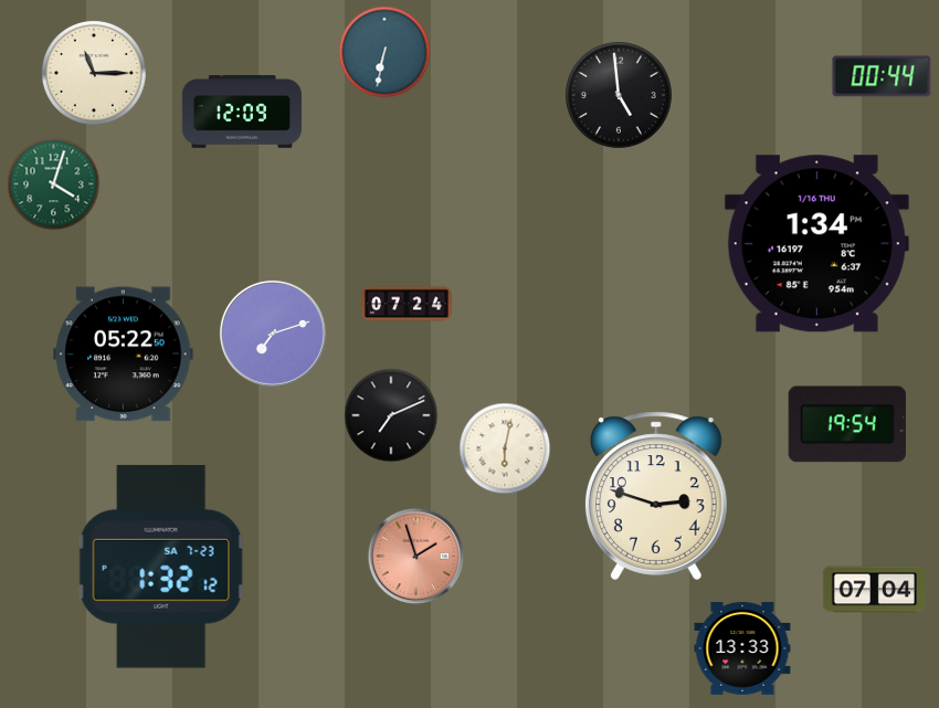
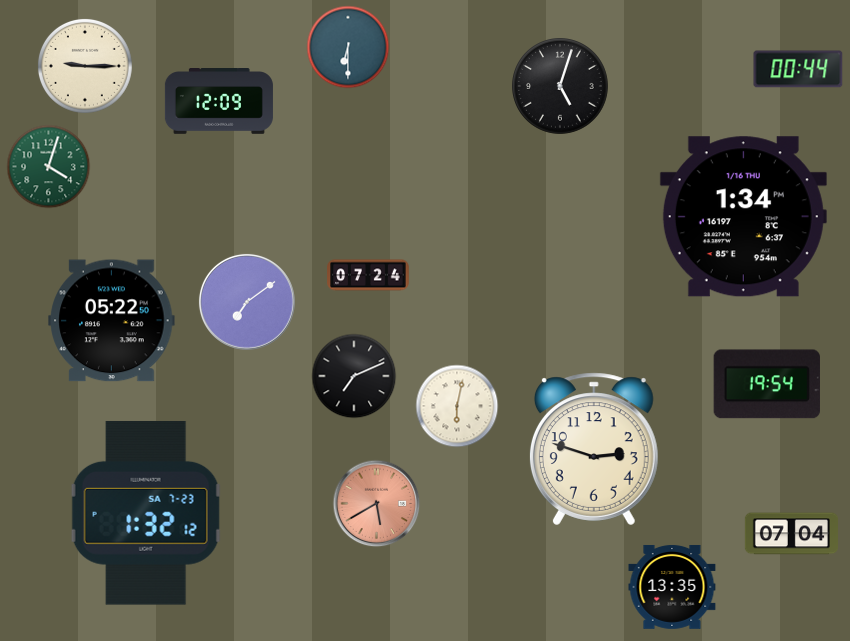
clock at (384, 52): 6:32 -> 6:30
clock at (94, 73): 11:15 -> 9:15
clock at (619, 95): 4:59 -> 5:03
clock at (816, 244) position: (816, 244) -> (743, 217)
clock at (273, 334): 7:12 -> 7:09
clock at (416, 557): 1:57 -> 5:40
clock at (742, 648): 13:33 -> 13:35
